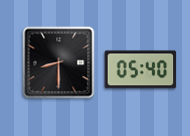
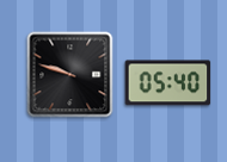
clock at (59, 63): 8:30 -> 9:48
